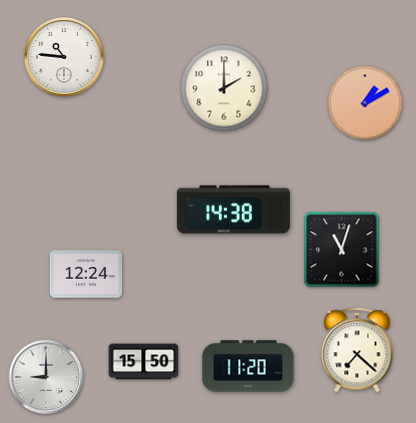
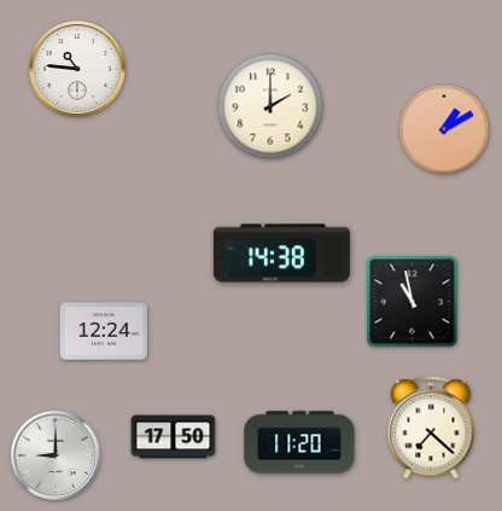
clock at (365, 103) position: (365, 103) -> (444, 129)
clock at (342, 250): 11:03 -> 10:58
clock at (357, 350) position: (357, 350) -> (431, 428)
clock at (144, 362): 15:50 -> 17:50
